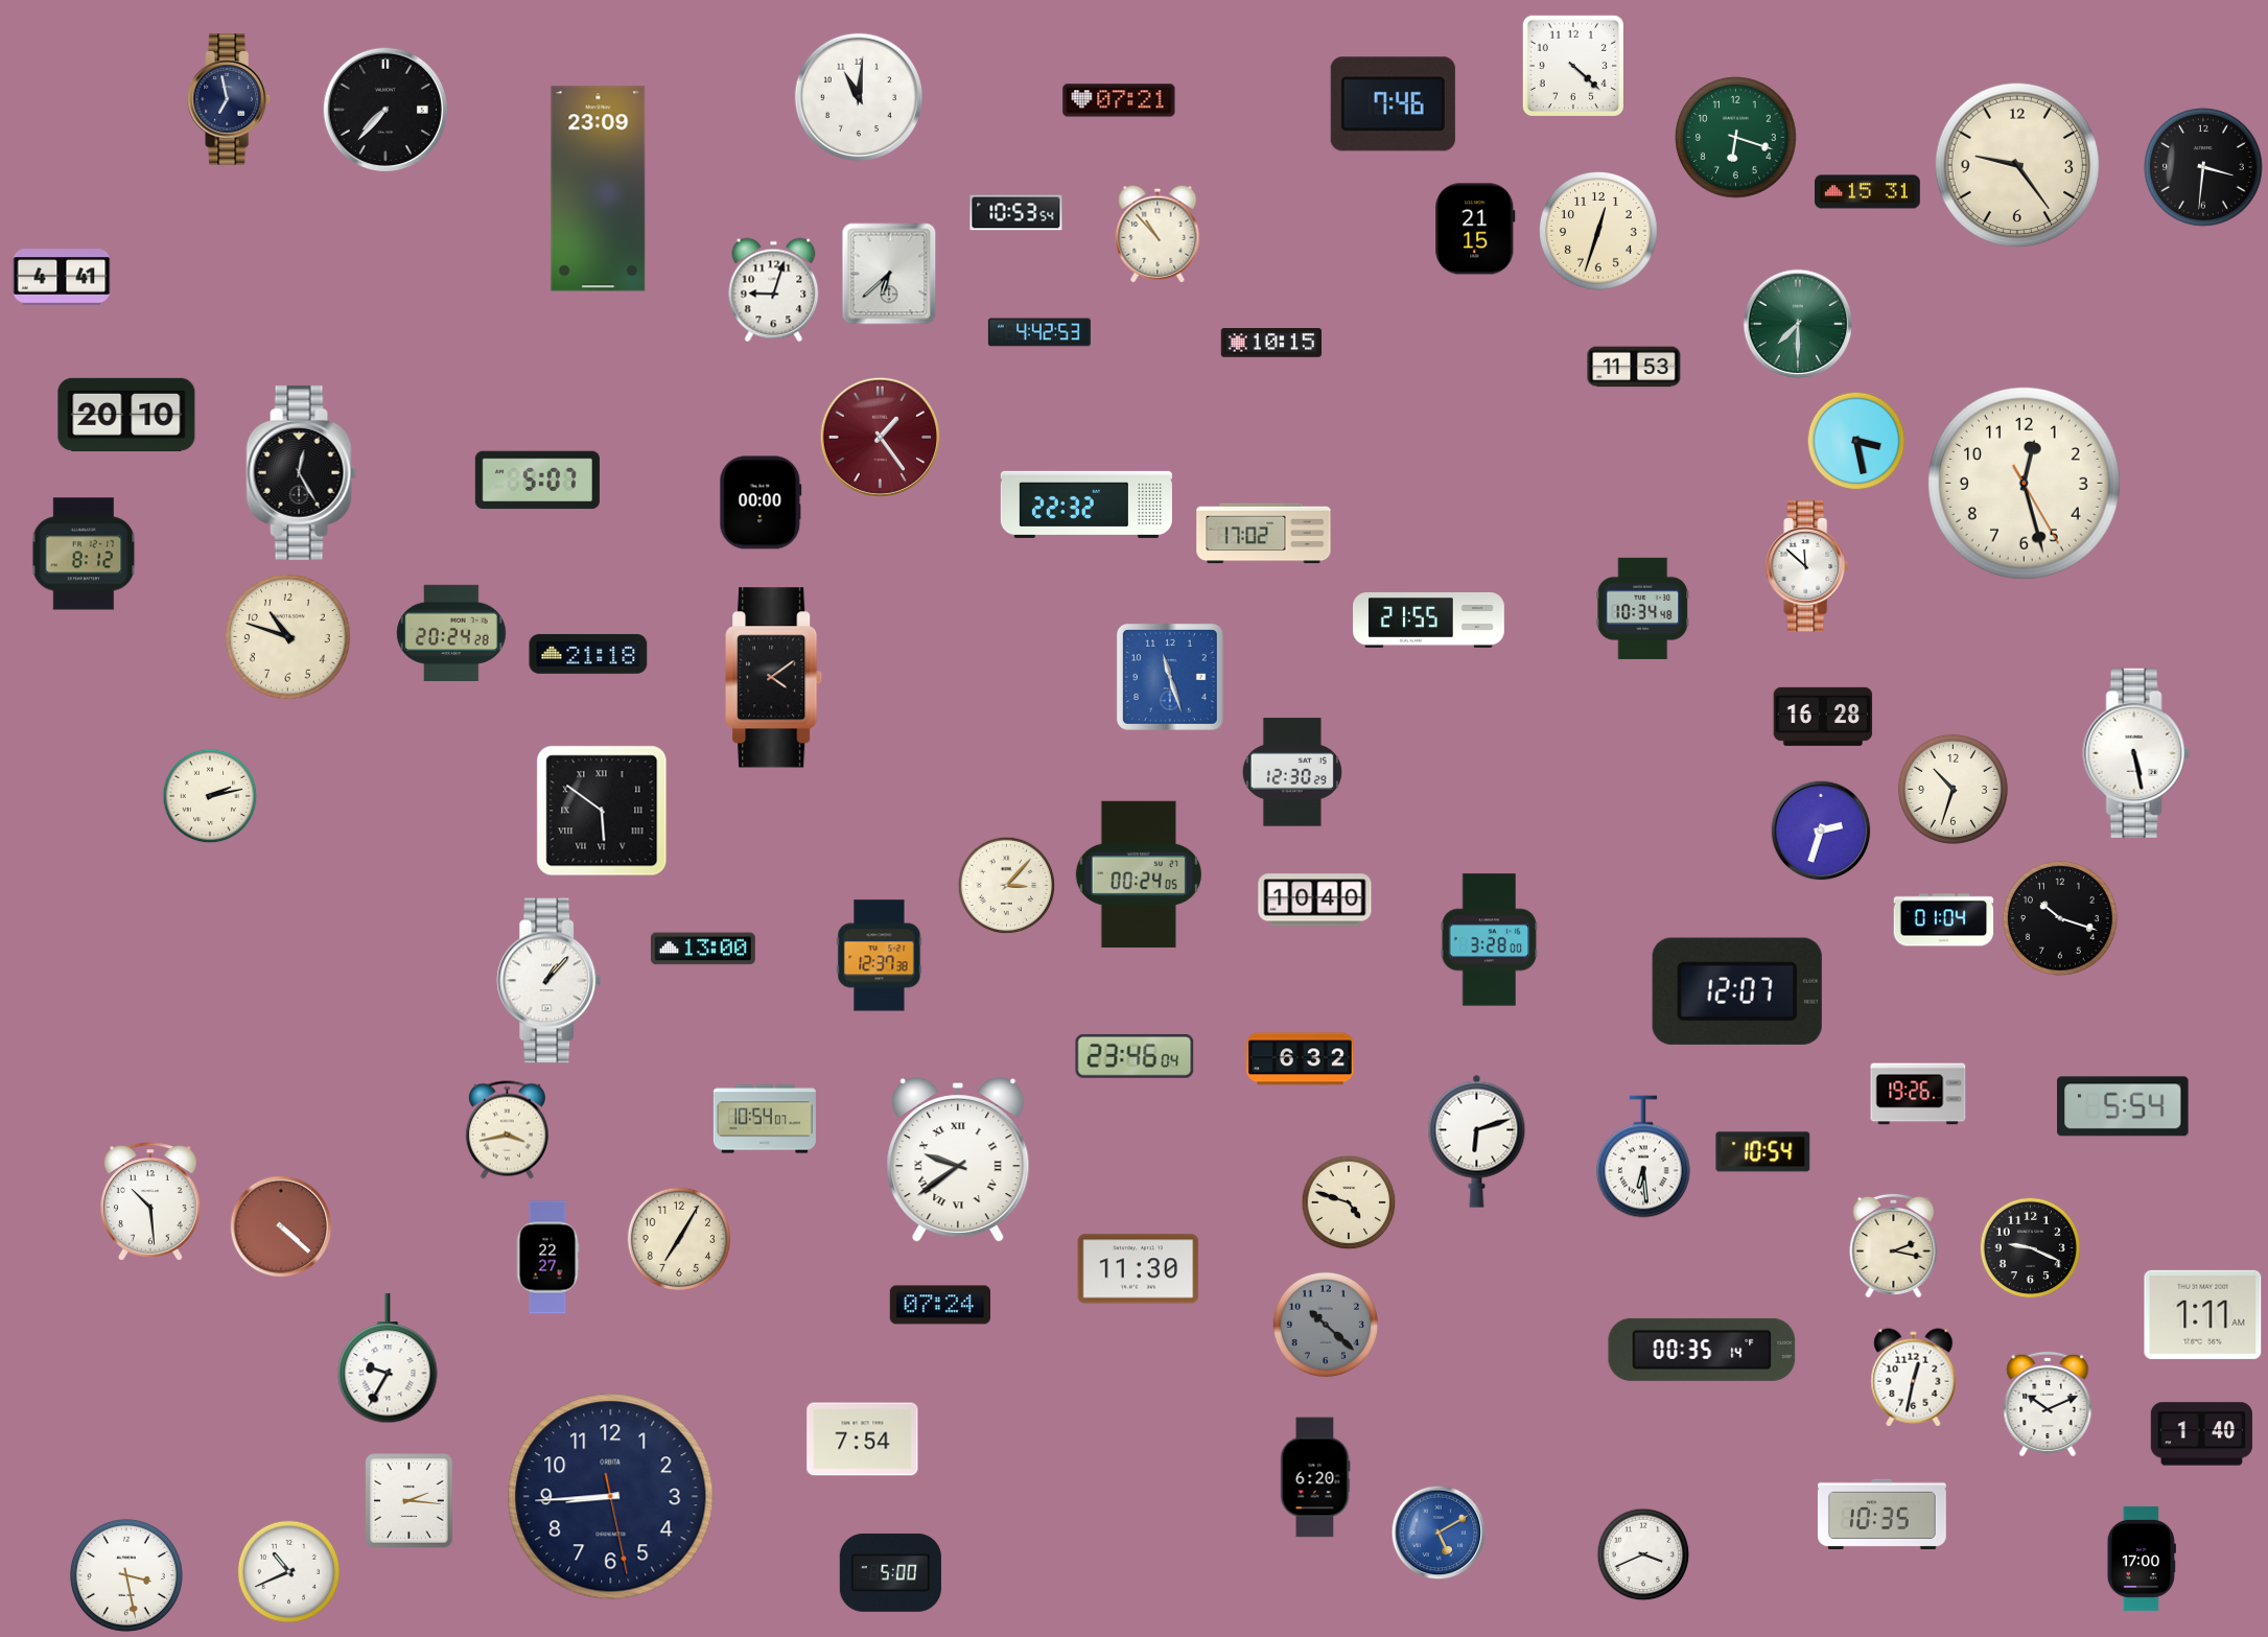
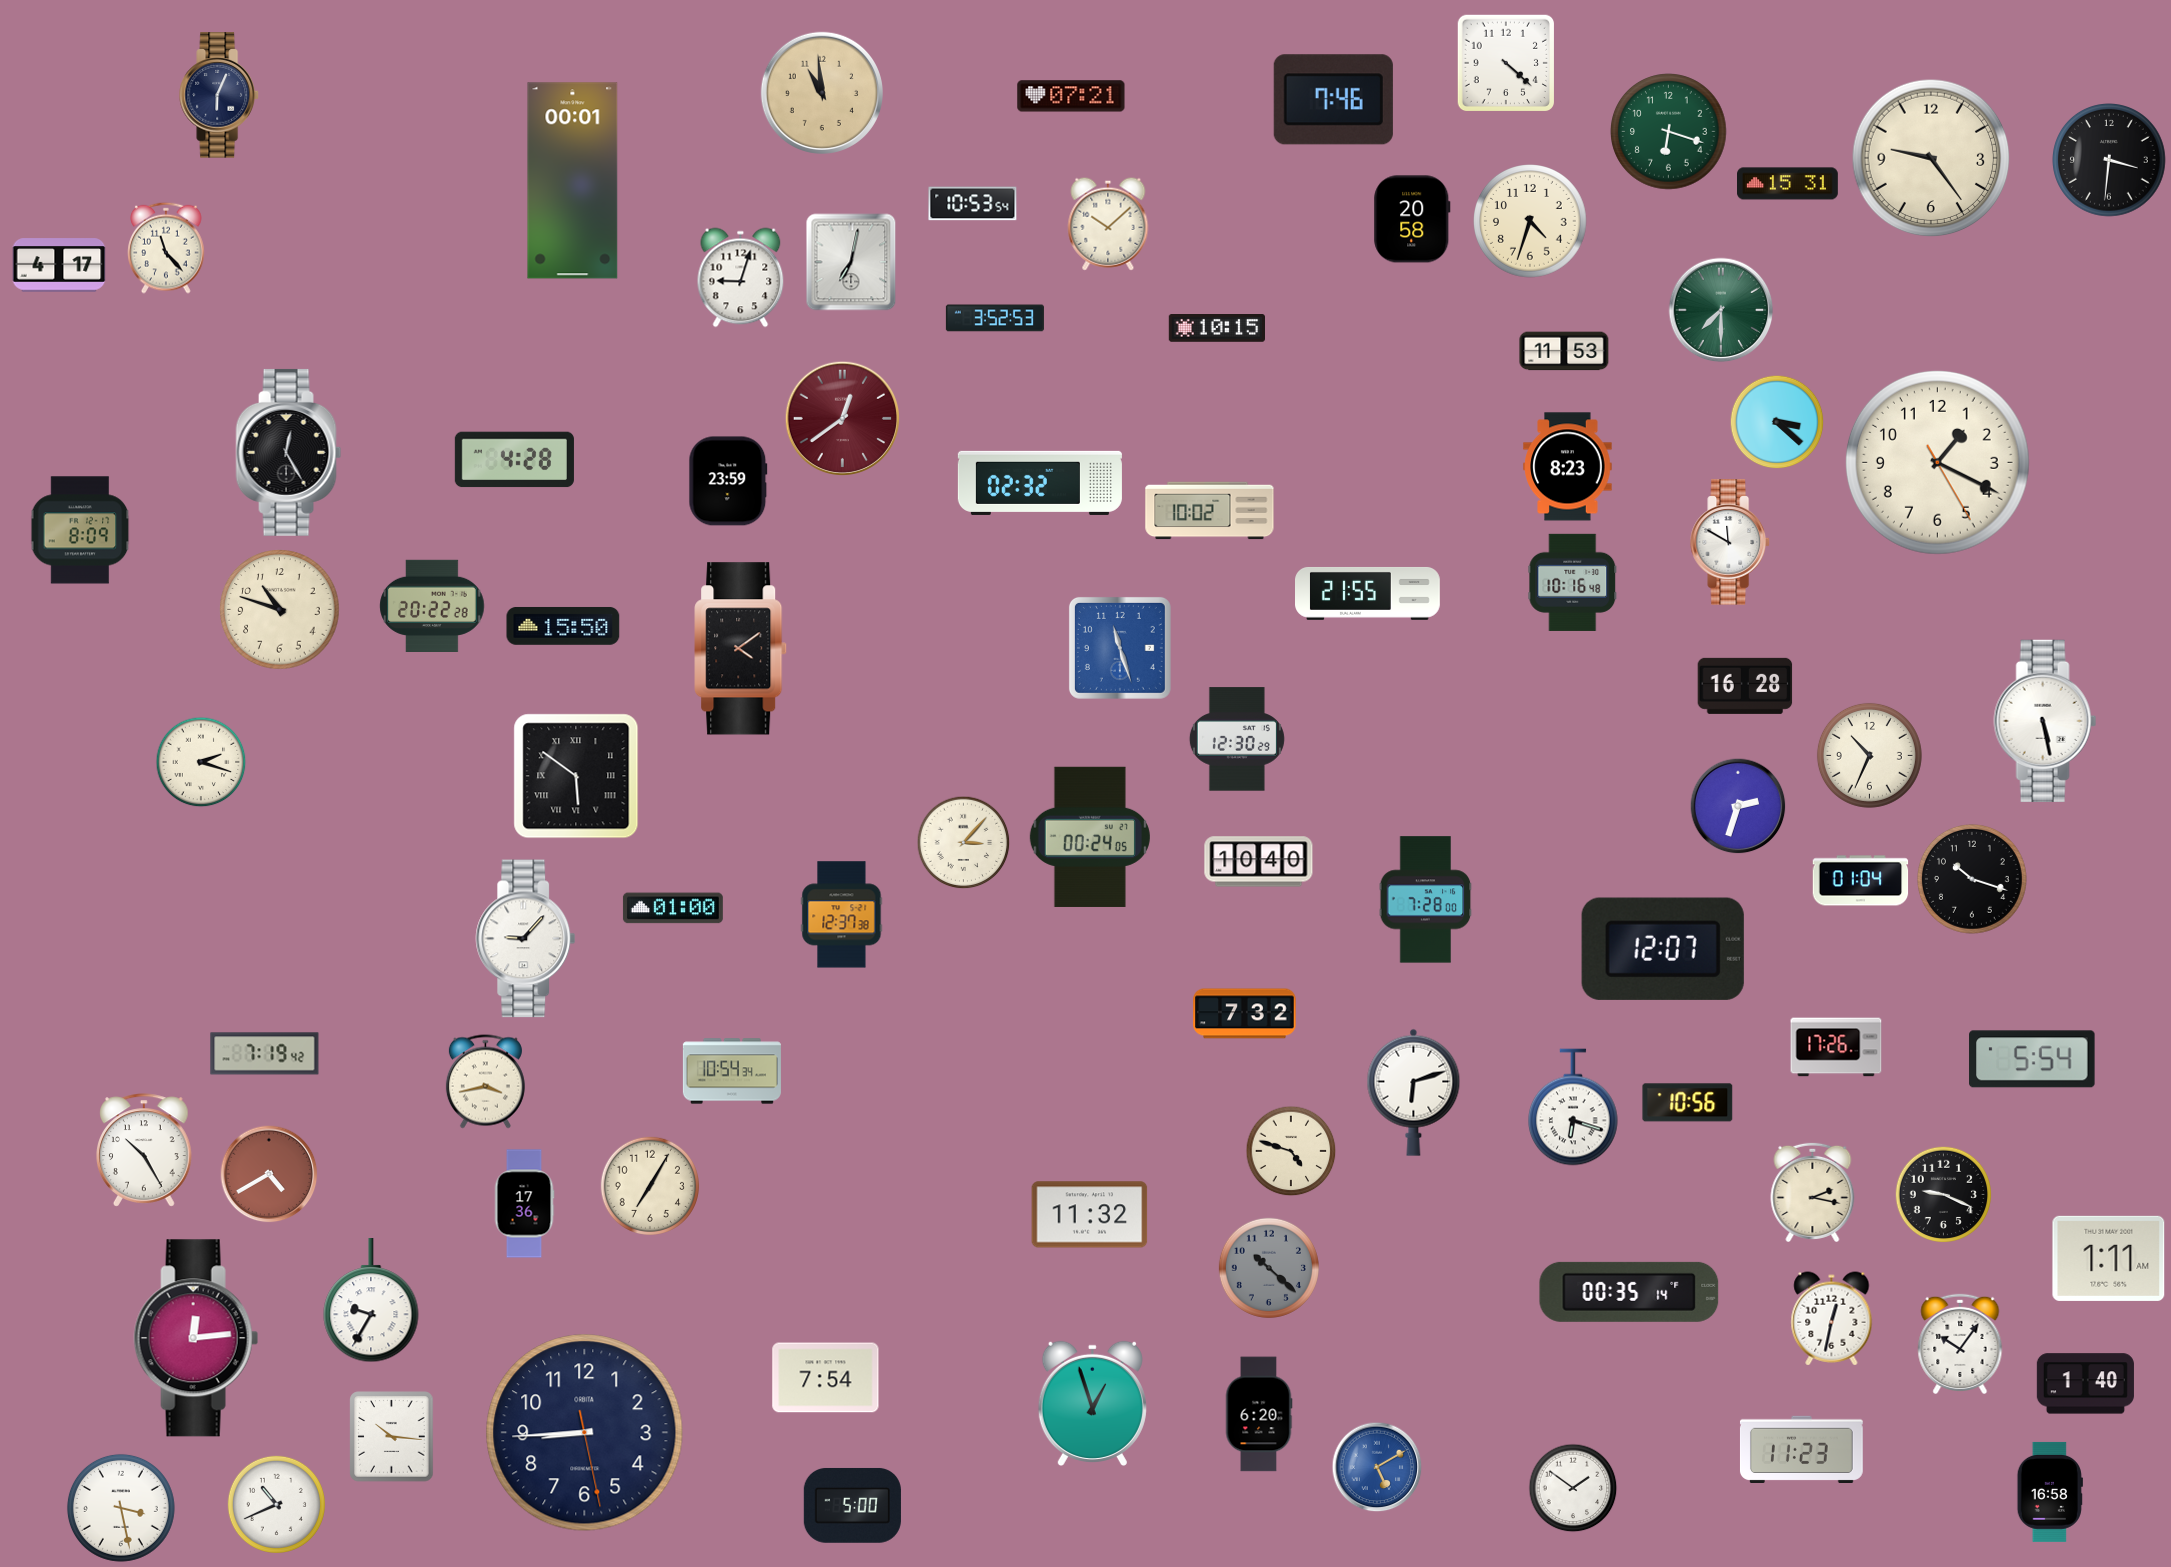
clock at (859, 97): 11:01 -> 10:59
clock at (859, 97) dial: white -> champagne
clock at (229, 99): 6:58 -> 6:04
clock at (384, 109): 7:37 -> none
clock at (1736, 138) position: (1736, 138) -> (1669, 132)
clock at (599, 189): 23:09 -> 00:01
clock at (1475, 229): 21:15 -> 20:58
clock at (1599, 232): 12:33 -> 4:33
clock at (1158, 234): 10:53 -> 10:08
clock at (166, 248): none -> 11:23
clock at (889, 274): 6:38 -> 7:02
clock at (62, 277): 4:41 -> 4:17
clock at (1039, 332): 4:42 -> 3:52
clock at (126, 415): 20:10 -> none
clock at (880, 437): 1:24 -> 12:39
clock at (1856, 441): 3:28 -> 3:22
clock at (537, 481): 5:07 -> 4:28
clock at (2024, 483): 12:27 -> 1:19
clock at (1568, 467): none -> 8:23
clock at (761, 502): 00:00 -> 23:59
clock at (1086, 505): 22:32 -> 02:32
clock at (1264, 534): 17:02 -> 10:02
clock at (84, 554): 8:12 -> 8:09
clock at (1807, 566): 11:52 -> 11:50
clock at (1643, 608): 10:34 -> 10:16
clock at (451, 632): 20:24 -> 20:22
clock at (288, 637) position: (288, 637) -> (280, 610)
clock at (588, 654): 21:18 -> 15:50
clock at (1953, 789): 10:33 -> 10:34
clock at (210, 796): 2:13 -> 2:18
clock at (1821, 831) position: (1821, 831) -> (1738, 806)
clock at (1007, 886) position: (1007, 886) -> (964, 843)
clock at (1490, 940): 3:28 -> 7:28
clock at (703, 949): 13:00 -> 01:00
clock at (550, 981): 1:07 -> 9:07
clock at (1135, 1056): 23:46 -> none
clock at (1301, 1059): 6:32 -> 7:32
clock at (1918, 1094): 19:26 -> 17:26
clock at (265, 1054): none -> 7:19
clock at (765, 1119): 10:54:07 -> 10:54:34
clock at (1763, 1152): 10:54 -> 10:56
clock at (1644, 1156): 6:29 -> 6:18
clock at (958, 1161): 9:39 -> none
clock at (151, 1201): 10:29 -> 10:25
clock at (281, 1226): 4:22 -> 4:40
clock at (547, 1258): 22:27 -> 17:36
clock at (1139, 1269): 11:30 -> 11:32
clock at (939, 1305): 07:24 -> none
clock at (196, 1338): none -> 12:14
clock at (2048, 1403): 10:11 -> 10:06
clock at (2201, 1434) position: (2201, 1434) -> (2085, 1384)
clock at (1092, 1403): none -> 12:57
clock at (410, 1501): 2:16 -> 10:16
clock at (1881, 1514): 10:35 -> 11:23
clock at (1643, 1554): 3:41 -> 1:51
clock at (2142, 1559): 17:00 -> 16:58
